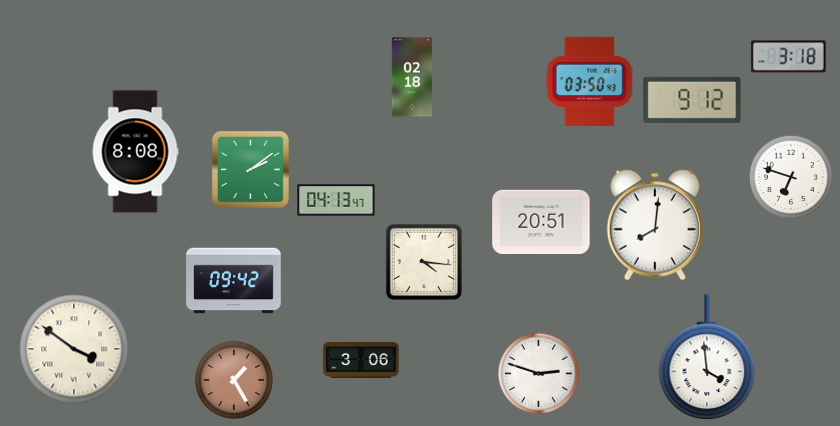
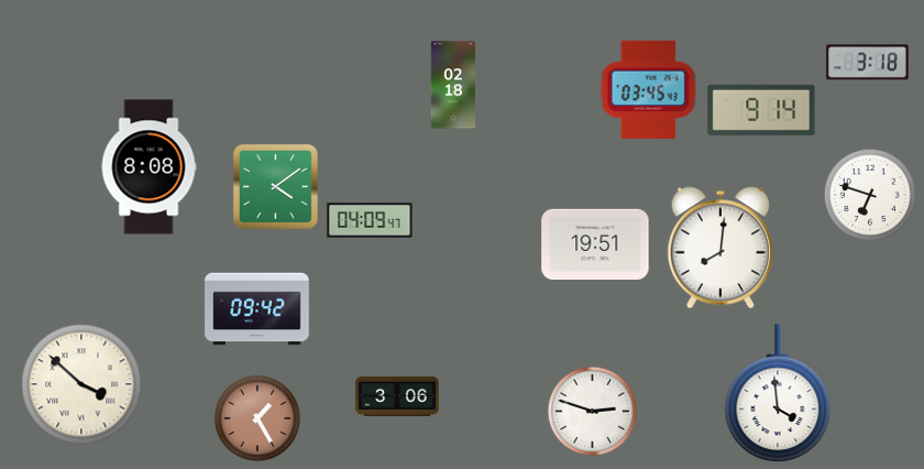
clock at (589, 81): 03:50 -> 03:45
clock at (692, 100): 9:12 -> 9:14
clock at (250, 169): 2:09 -> 4:09
clock at (336, 200): 04:13 -> 04:09
clock at (541, 221): 20:51 -> 19:51
clock at (423, 261): 4:16 -> none
clock at (74, 349): 3:51 -> 3:52
